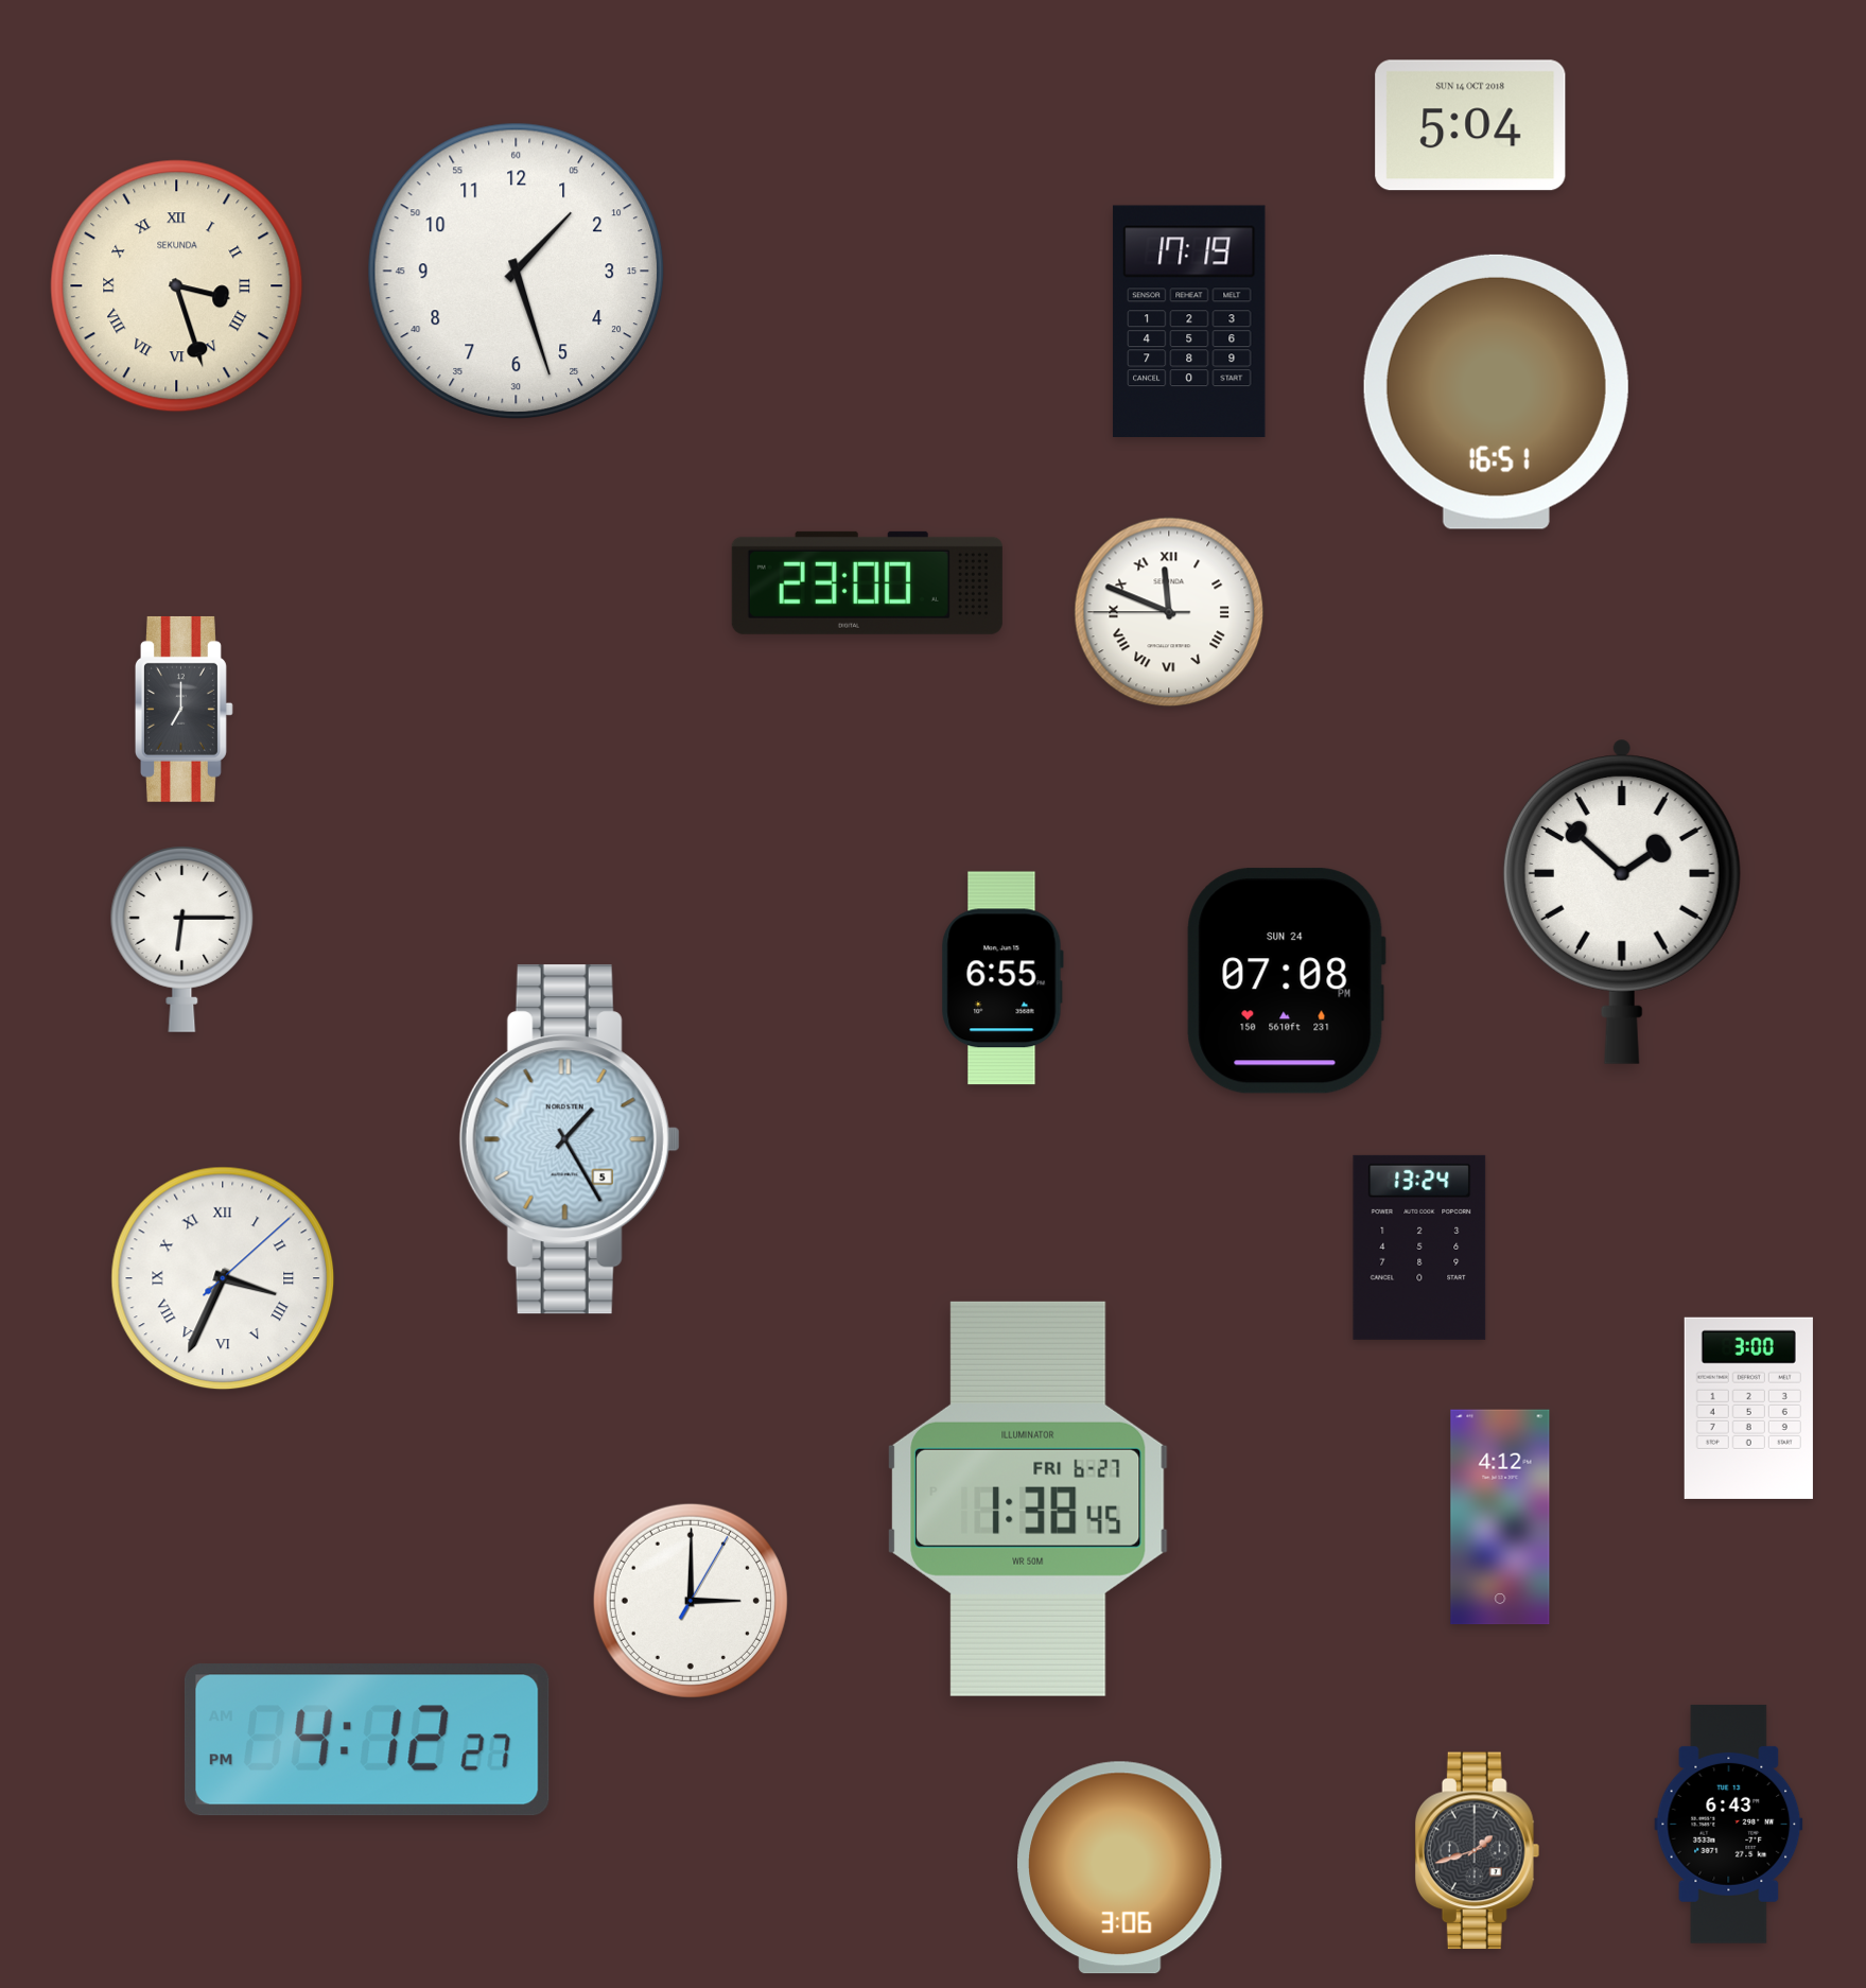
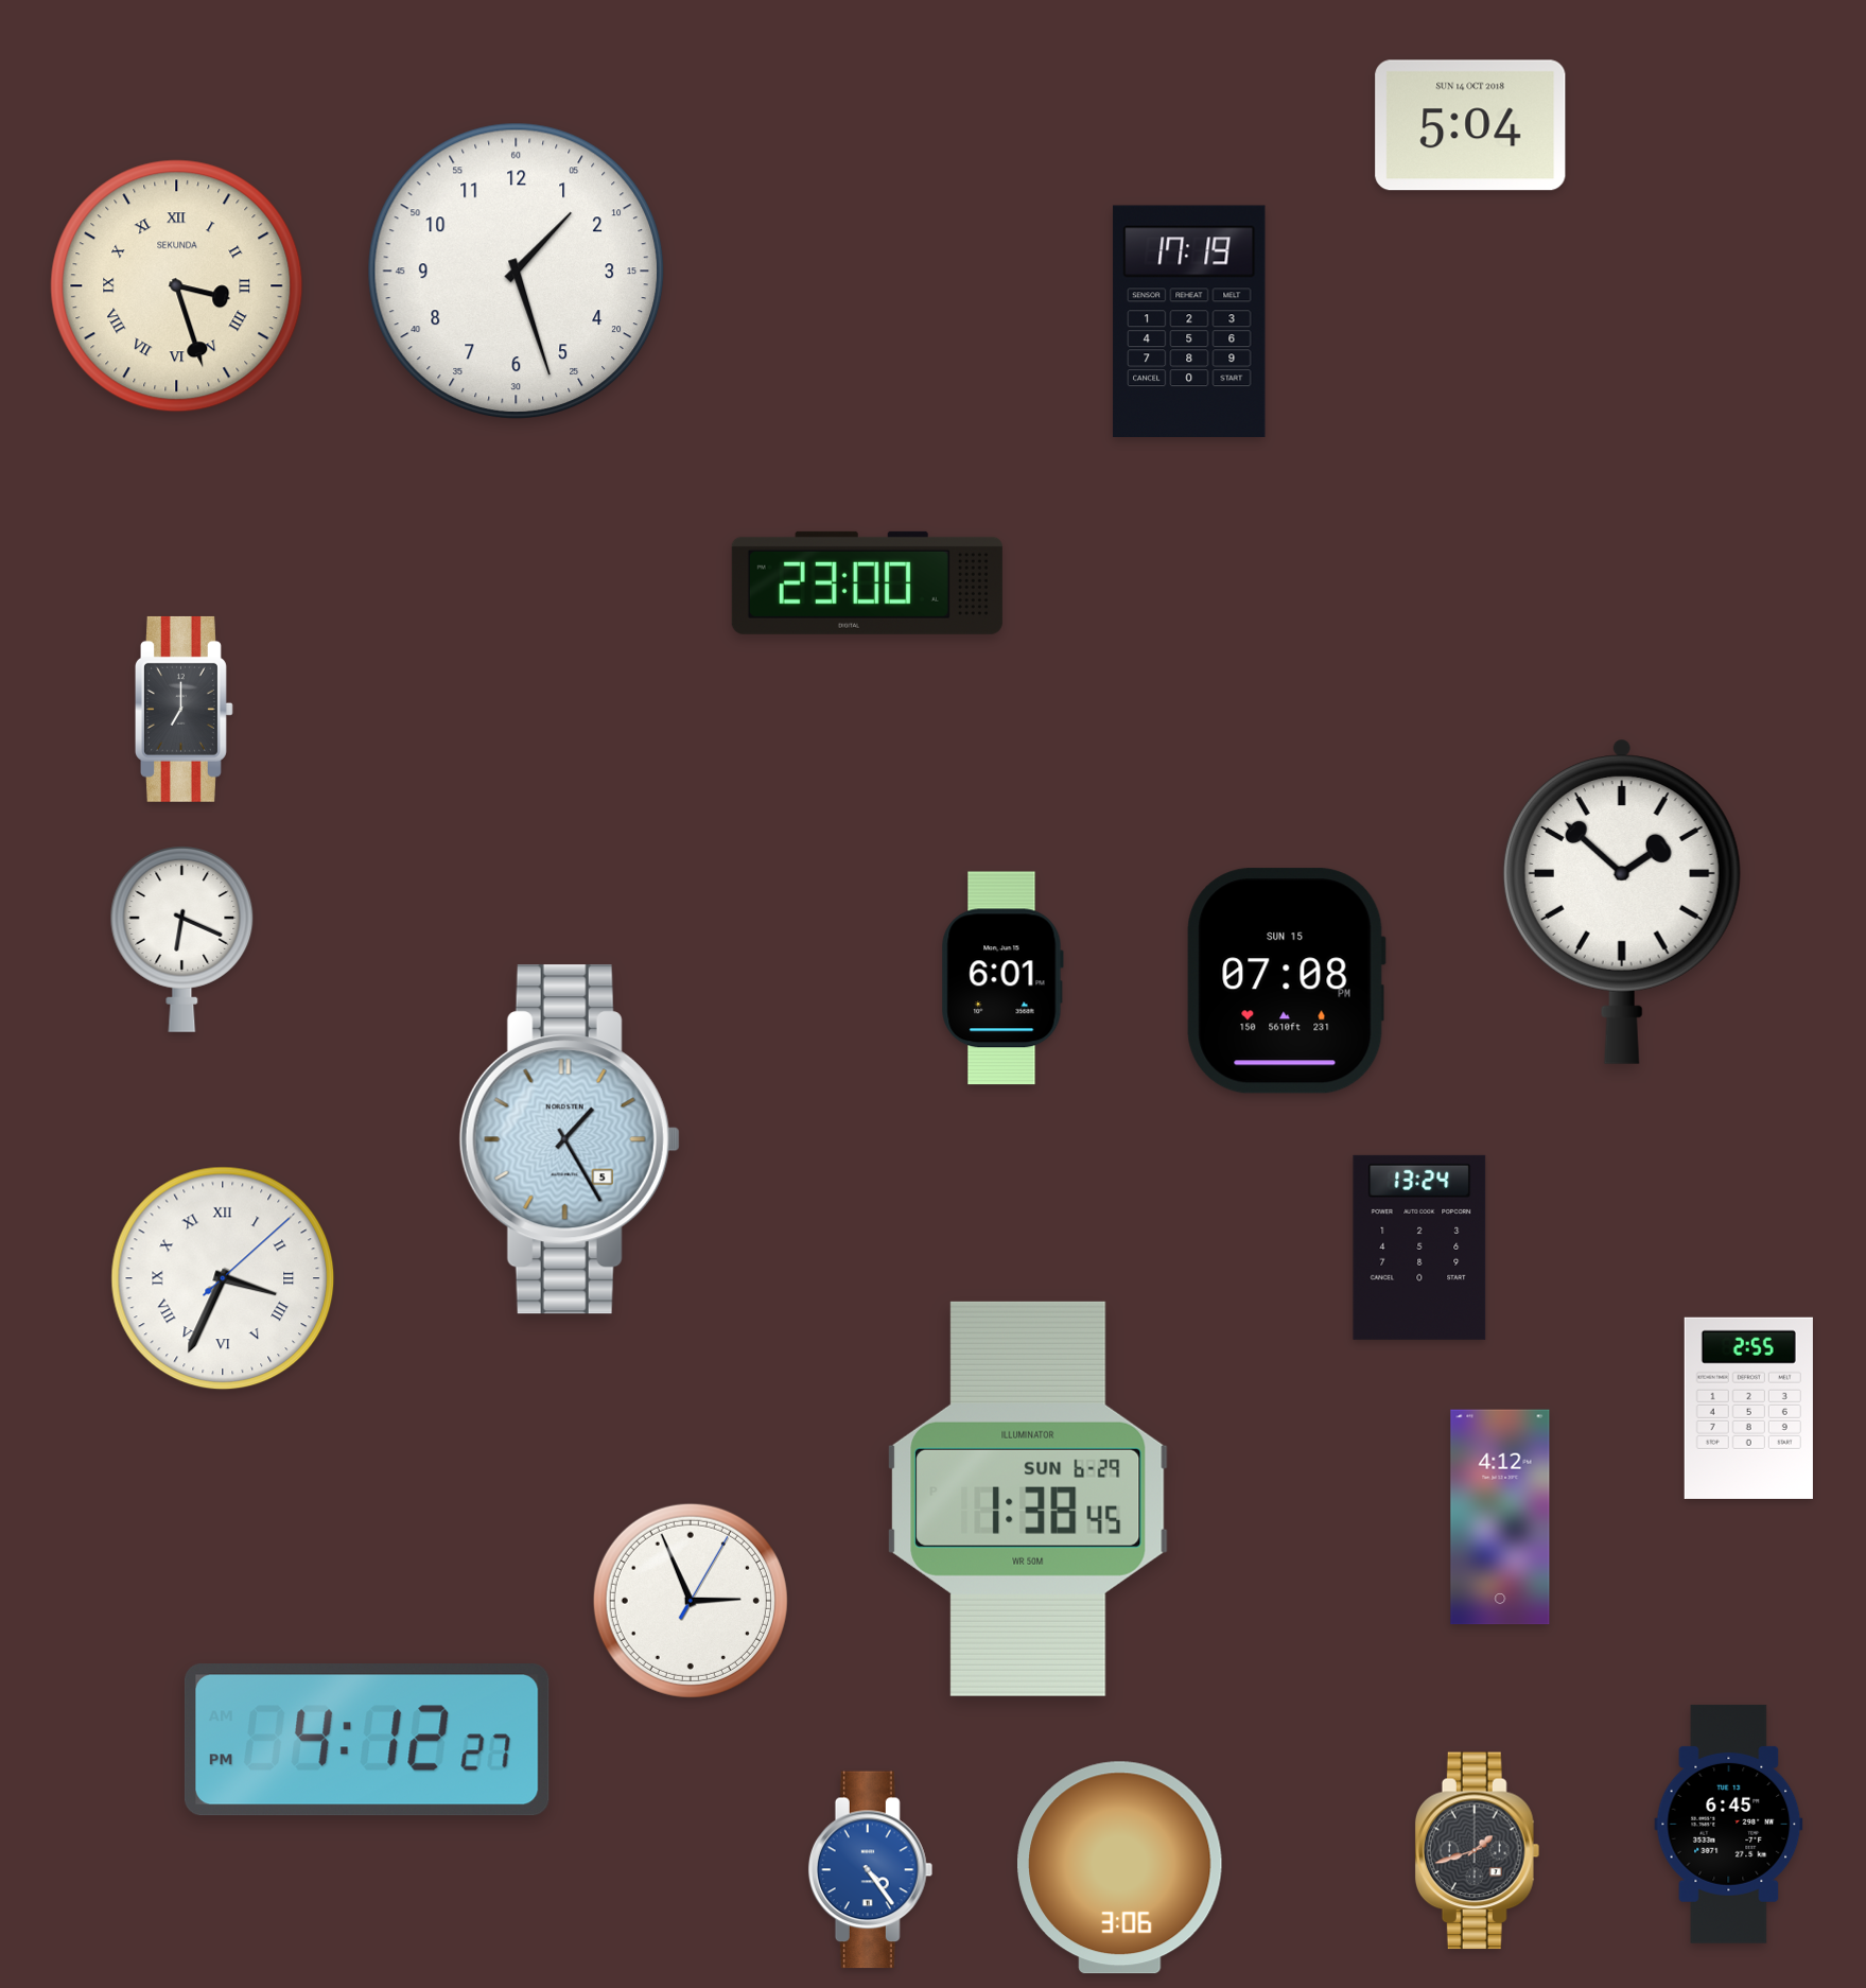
clock at (1496, 391): 16:51 -> none
clock at (1169, 612): 11:48 -> none
clock at (182, 939): 6:15 -> 6:19
clock at (1002, 978): 6:55 -> 6:01
clock at (1286, 981) date: SUN 24 -> SUN 15
clock at (1748, 1408): 3:00 -> 2:55
clock at (1028, 1499) date: FRI 6-27 -> SUN 6-29
clock at (691, 1601): 3:00 -> 2:56
clock at (1729, 1824): 6:43 -> 6:45
clock at (871, 1870): none -> 4:24
